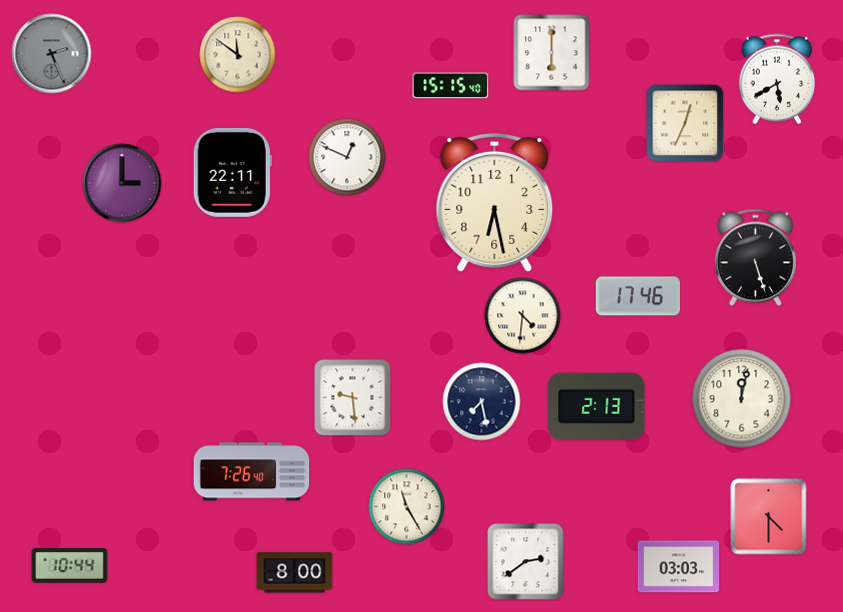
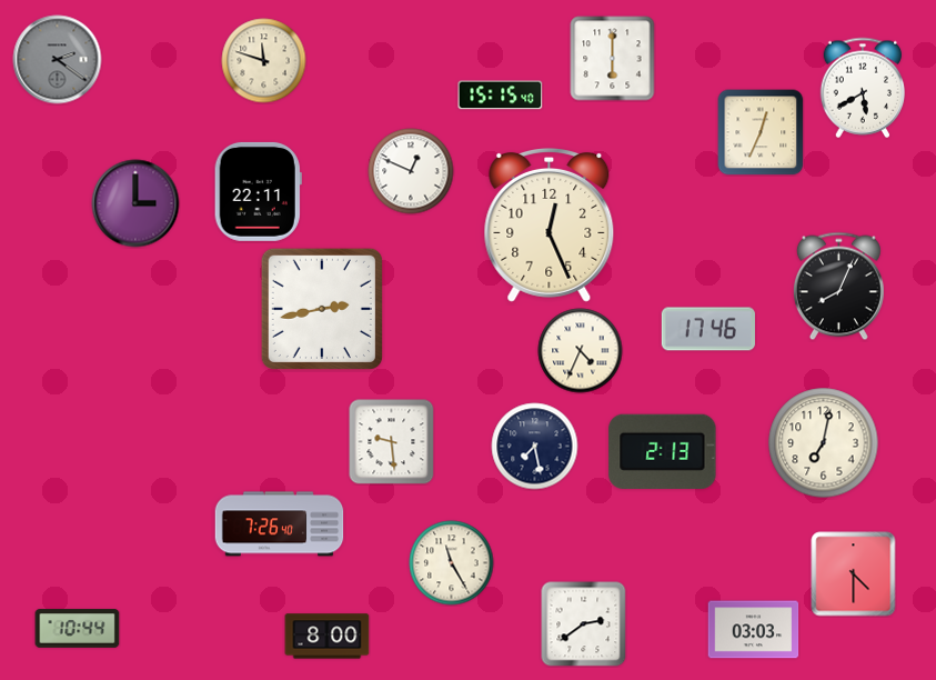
clock at (52, 54): 2:26 -> 2:21
clock at (238, 55): 11:51 -> 11:48
clock at (685, 123) position: (685, 123) -> (761, 132)
clock at (347, 157) position: (347, 157) -> (411, 171)
clock at (495, 202): 6:28 -> 12:26
clock at (755, 258): 5:27 -> 8:04
clock at (322, 309): none -> 2:43
clock at (523, 316): 4:31 -> 4:34
clock at (742, 399): 12:02 -> 7:02
